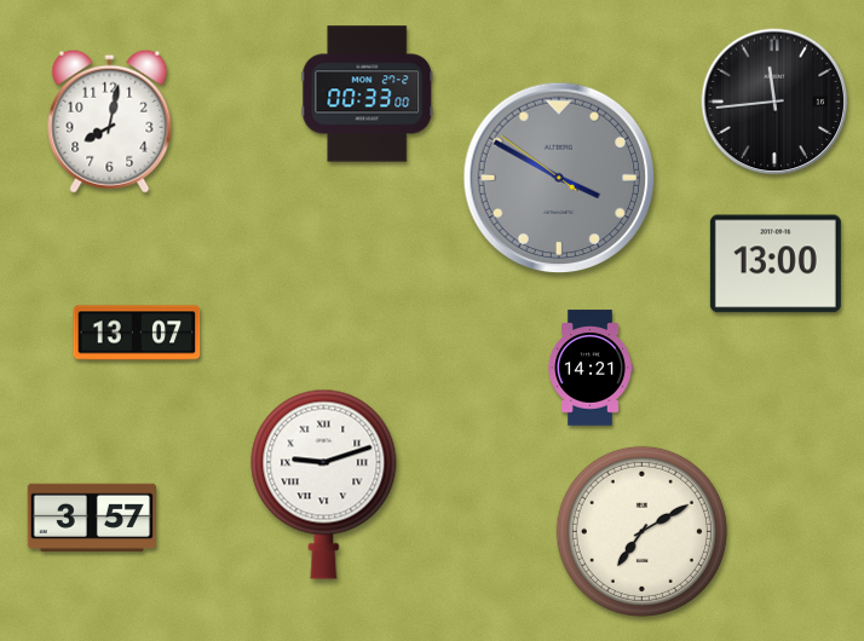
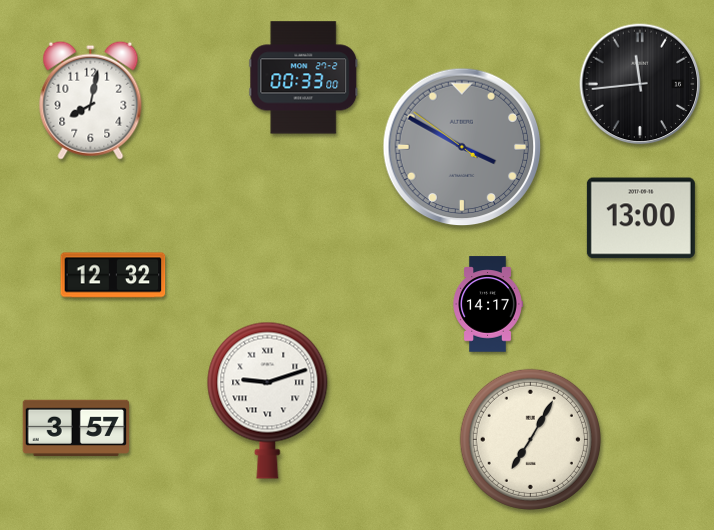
clock at (137, 333): 13:07 -> 12:32
clock at (591, 368): 14:21 -> 14:17
clock at (641, 531): 7:10 -> 7:05
